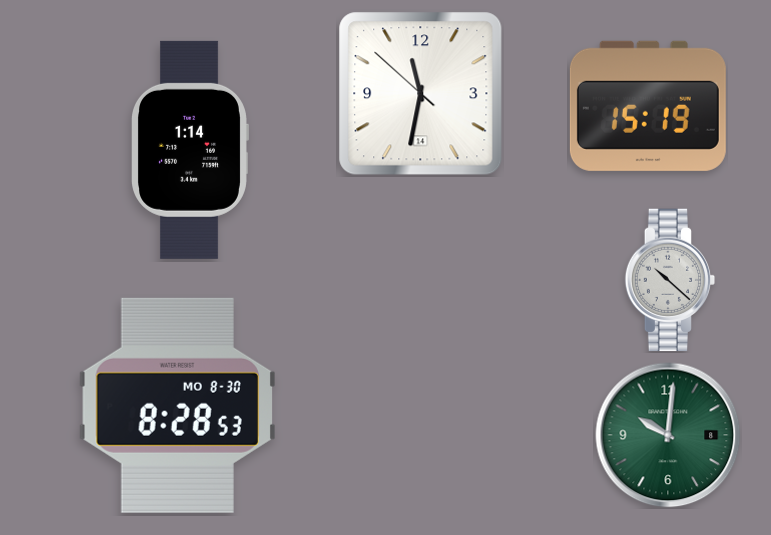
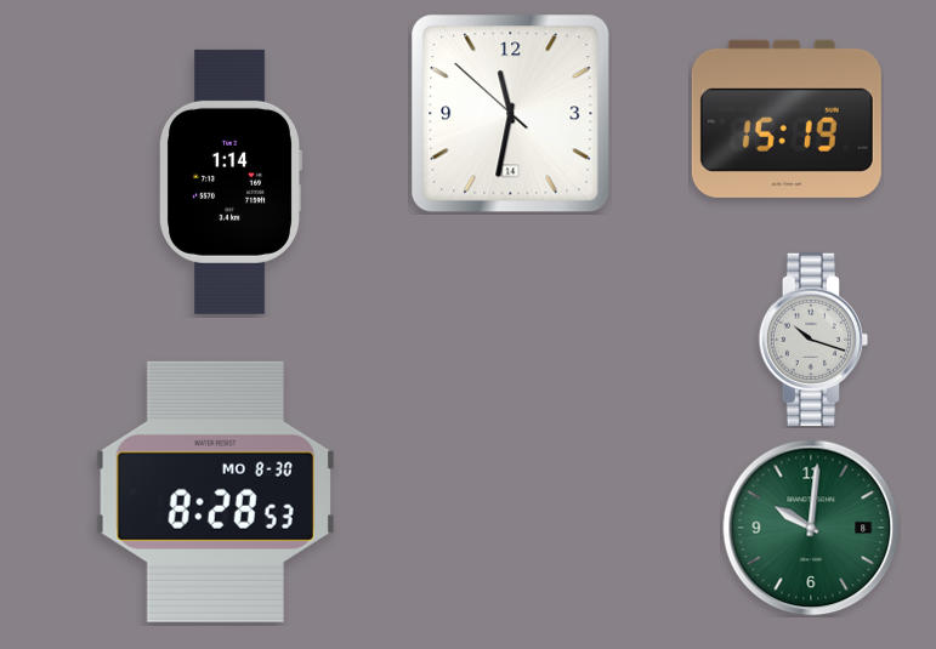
clock at (648, 106) position: (648, 106) -> (787, 119)
clock at (670, 280): 10:22 -> 10:18
